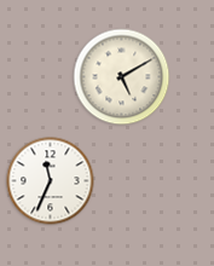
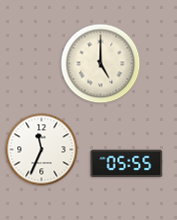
clock at (122, 77): 5:10 -> 5:00
clock at (127, 164): none -> 05:55
